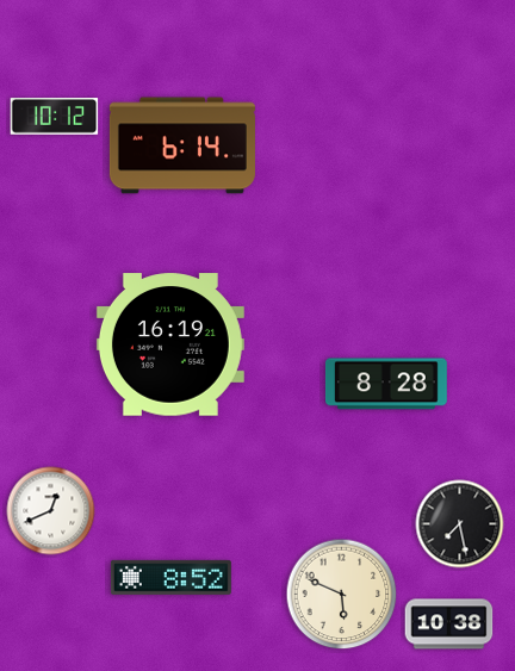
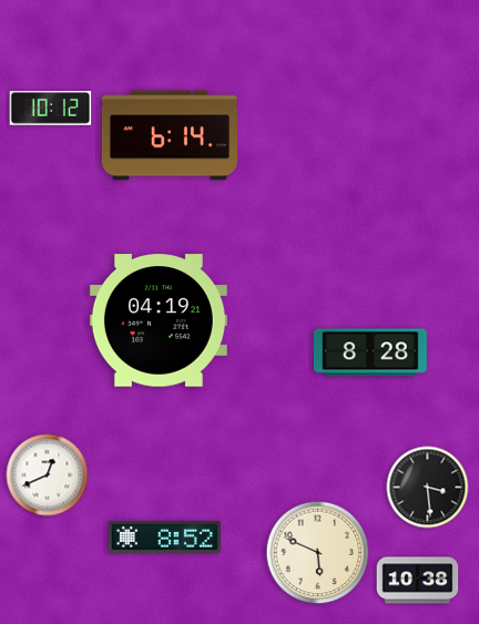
clock at (170, 344): 16:19 -> 04:19
clock at (386, 384) position: (386, 384) -> (370, 352)
clock at (460, 524): 7:28 -> 3:29
clock at (170, 577) position: (170, 577) -> (164, 536)
